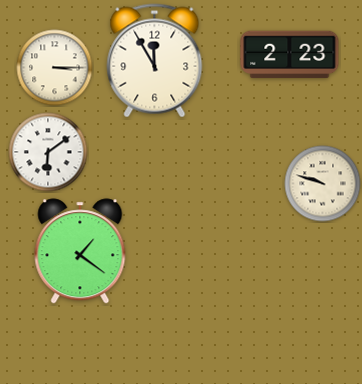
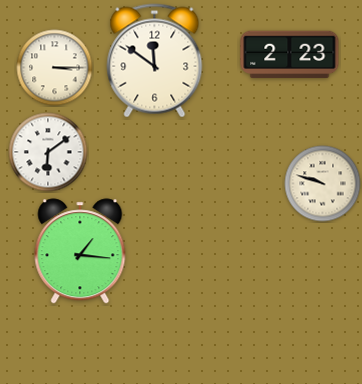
clock at (155, 61): 11:55 -> 11:51
clock at (80, 251): 1:21 -> 1:16
